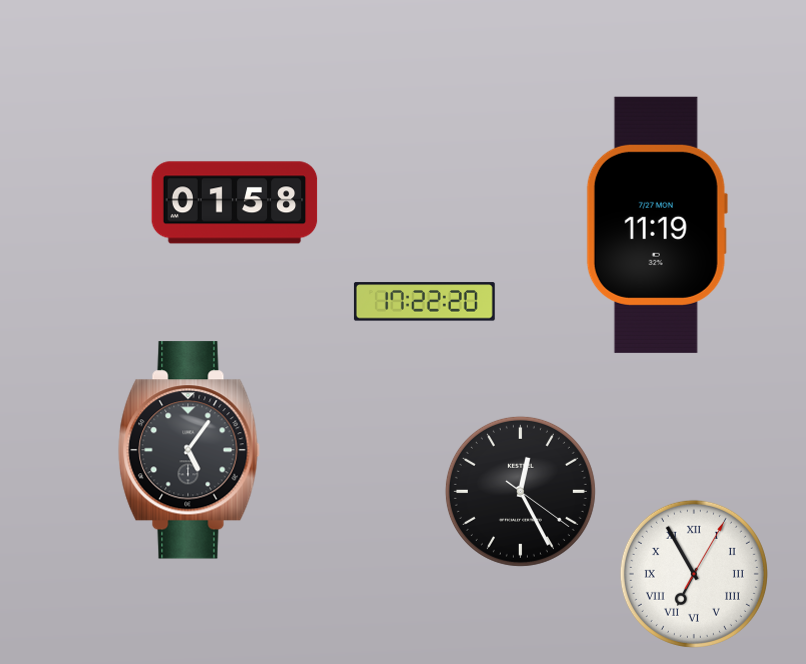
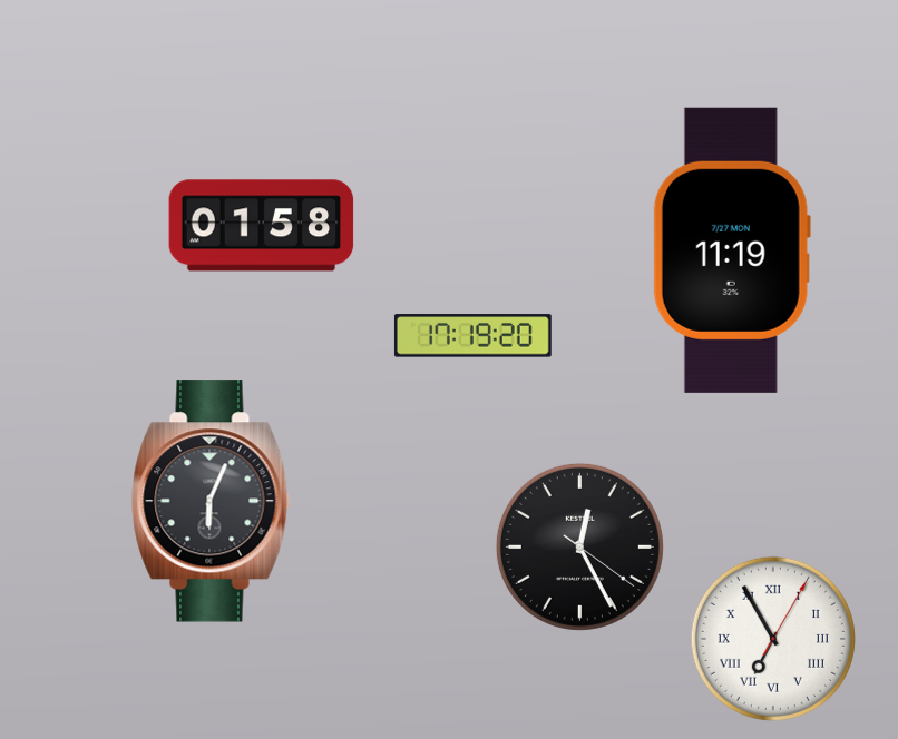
clock at (424, 302): 17:22 -> 17:19
clock at (189, 450): 5:06 -> 6:04
